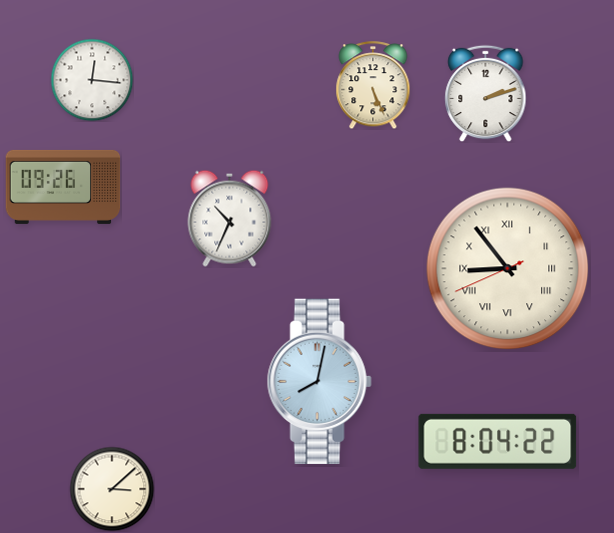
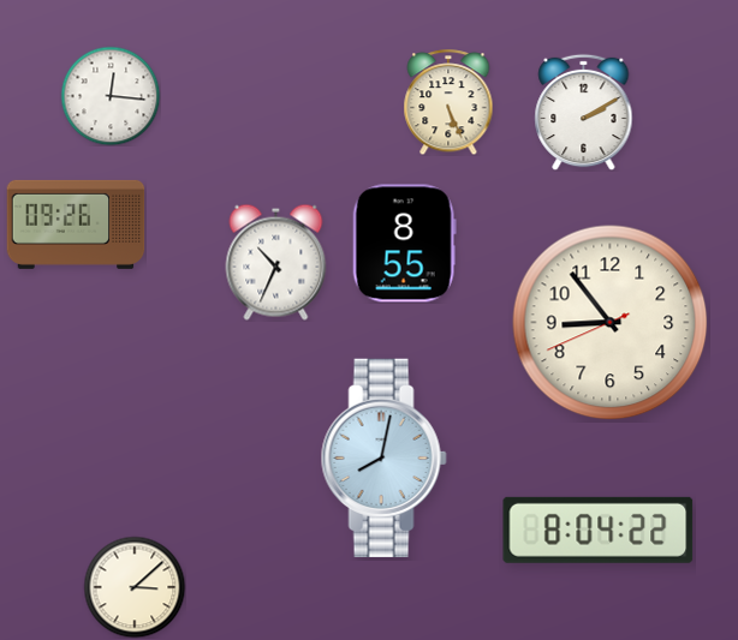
clock at (486, 93): 2:12 -> 2:10
clock at (404, 244): none -> 8:55
clock at (508, 269) numerals: Roman -> Arabic
